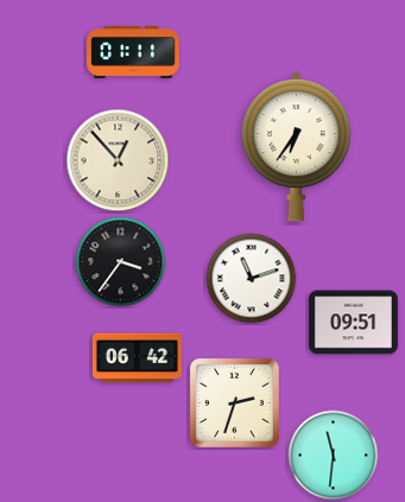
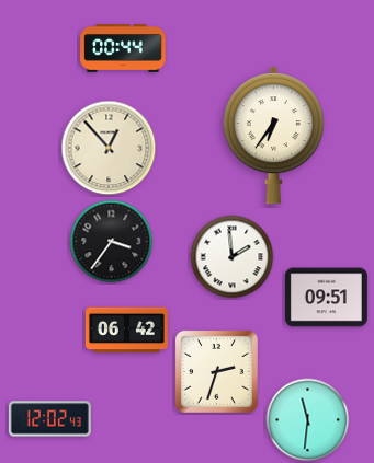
clock at (133, 53): 01:11 -> 00:44
clock at (252, 279): 11:12 -> 1:59
clock at (49, 419): none -> 12:02
